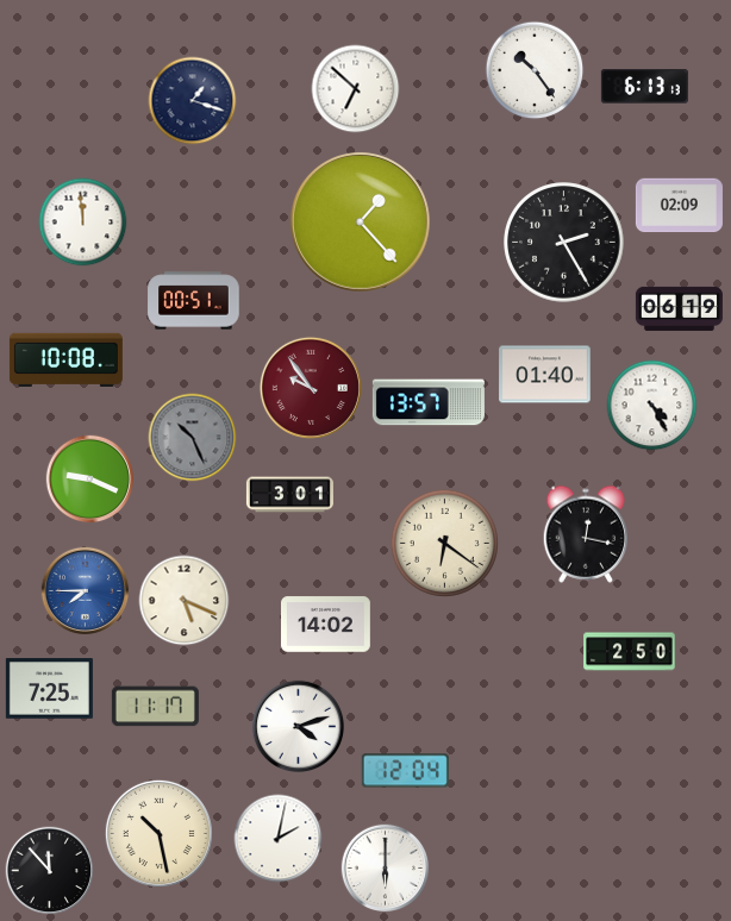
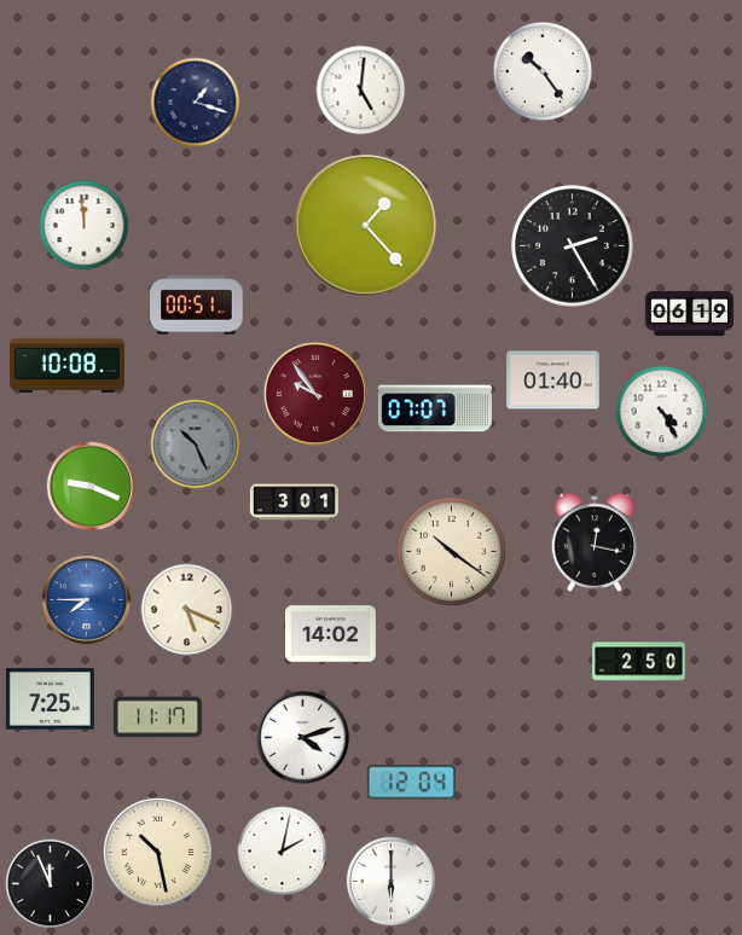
clock at (644, 87): 6:13 -> none
clock at (356, 89): 6:52 -> 5:01
clock at (679, 206): 02:09 -> none
clock at (429, 402): 13:57 -> 07:07
clock at (444, 543): 6:21 -> 10:21
clock at (158, 833) position: (158, 833) -> (157, 852)
clock at (50, 871): 11:53 -> 11:56
